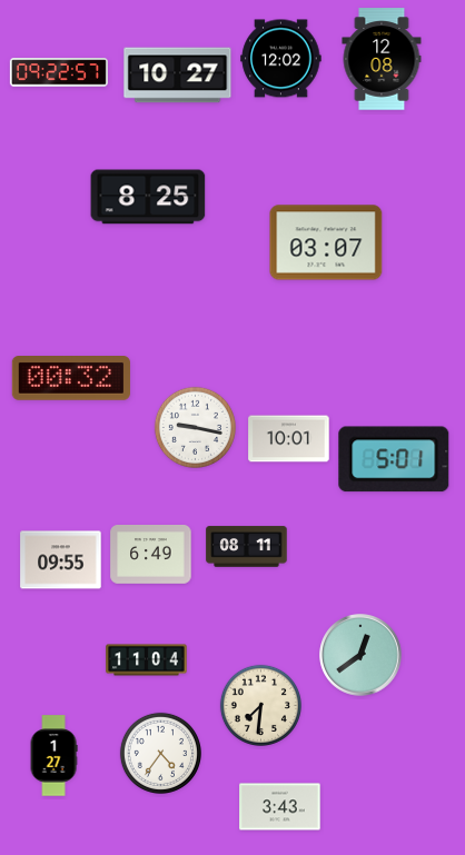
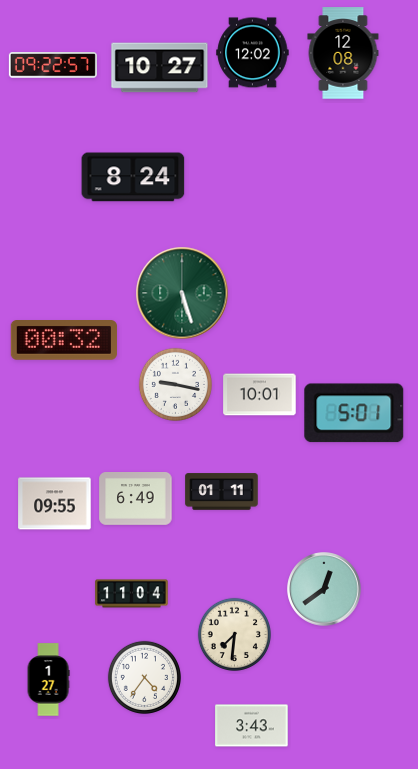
clock at (148, 197): 8:25 -> 8:24
clock at (326, 242): 03:07 -> none
clock at (182, 293): none -> 5:27
clock at (247, 547): 08:11 -> 01:11
